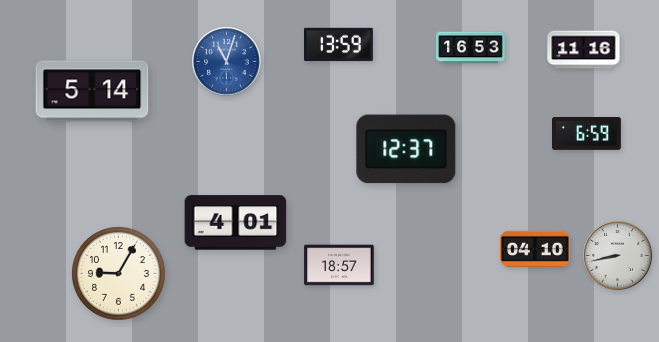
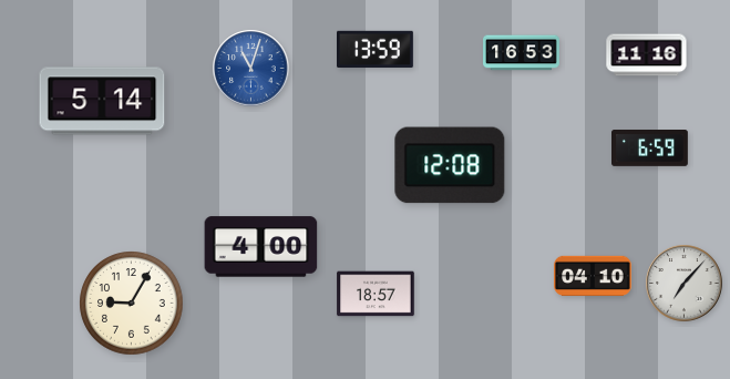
clock at (406, 149): 12:37 -> 12:08
clock at (236, 223): 4:01 -> 4:00
clock at (618, 256): 8:43 -> 7:07
